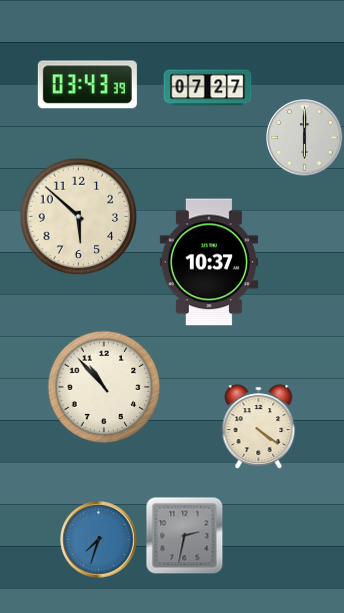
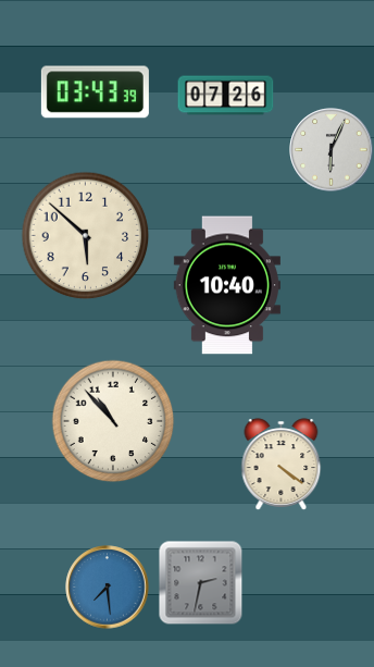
clock at (208, 88): 07:27 -> 07:26
clock at (305, 138): 6:00 -> 6:04
clock at (209, 262): 10:37 -> 10:40
clock at (99, 540): 7:33 -> 7:29
